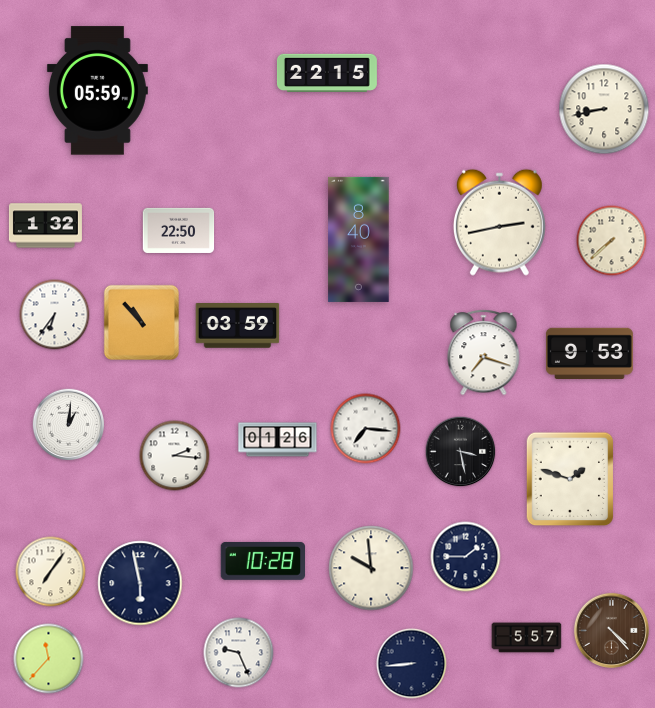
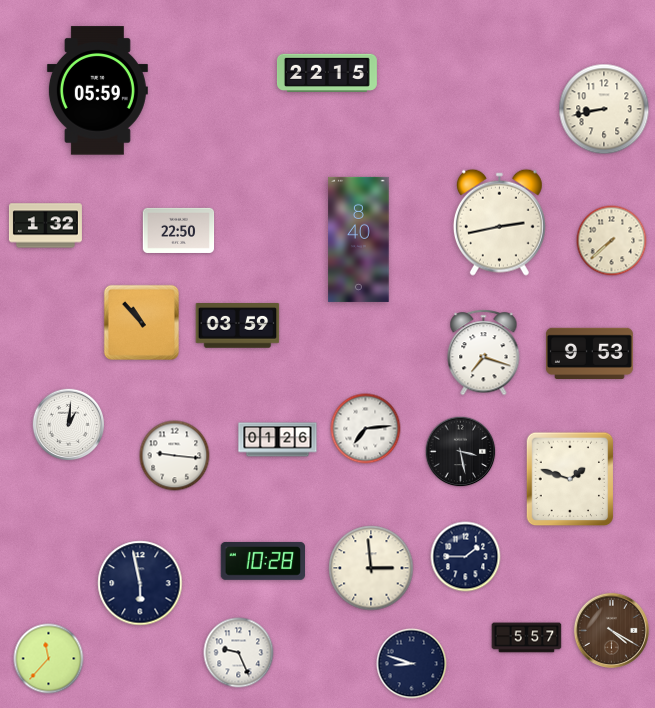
clock at (55, 315): 6:36 -> none
clock at (366, 429): 7:16 -> 7:14
clock at (175, 456): 2:16 -> 9:16
clock at (371, 568): 9:59 -> 2:59
clock at (51, 572): 7:06 -> none
clock at (611, 630): 4:23 -> 4:20
clock at (412, 664): 8:44 -> 8:48
